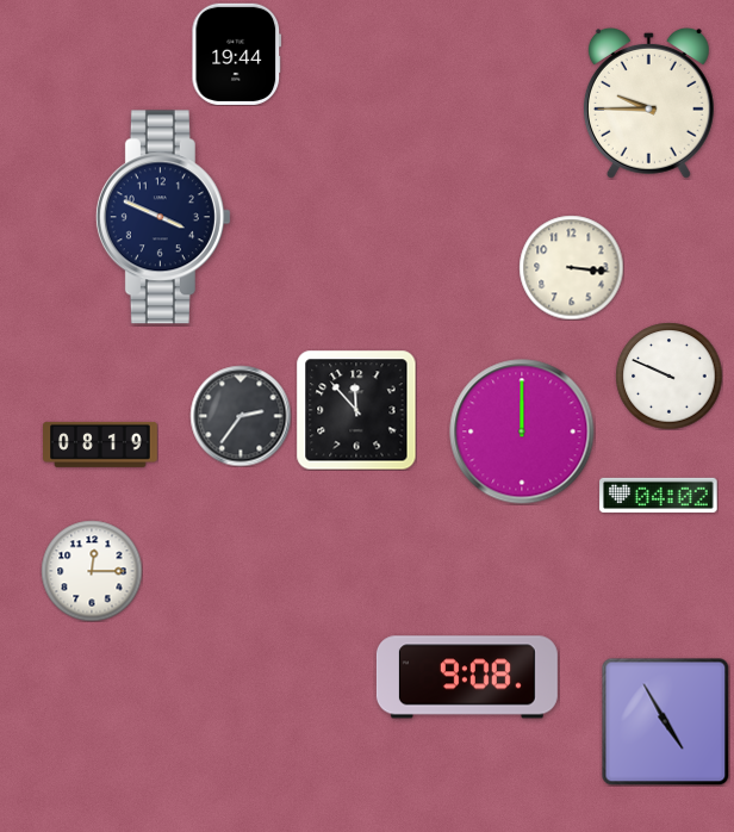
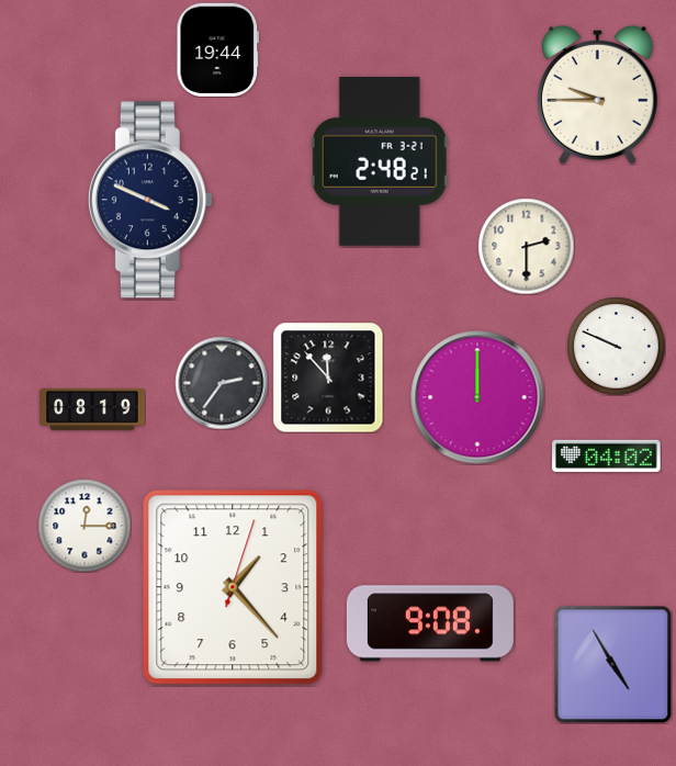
clock at (380, 161): none -> 2:48
clock at (571, 267): 3:16 -> 2:30
clock at (522, 431) position: (522, 431) -> (477, 397)
clock at (233, 587): none -> 1:23
